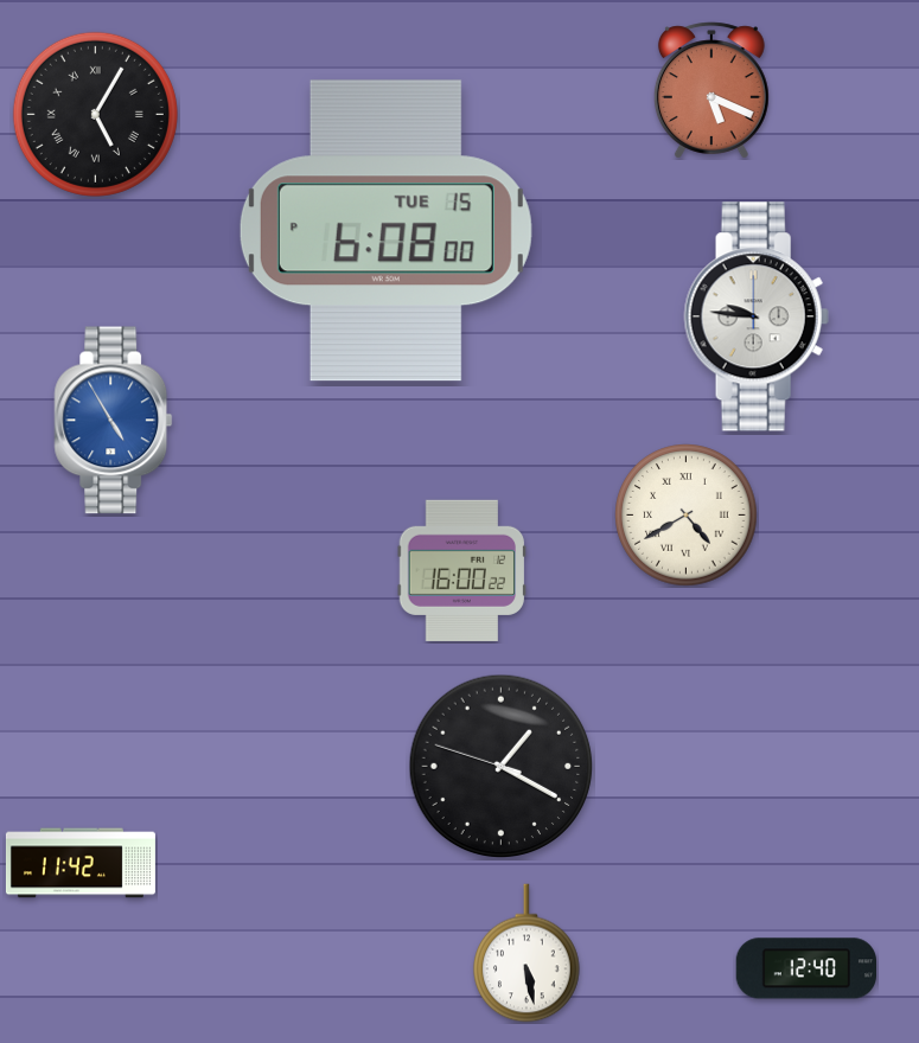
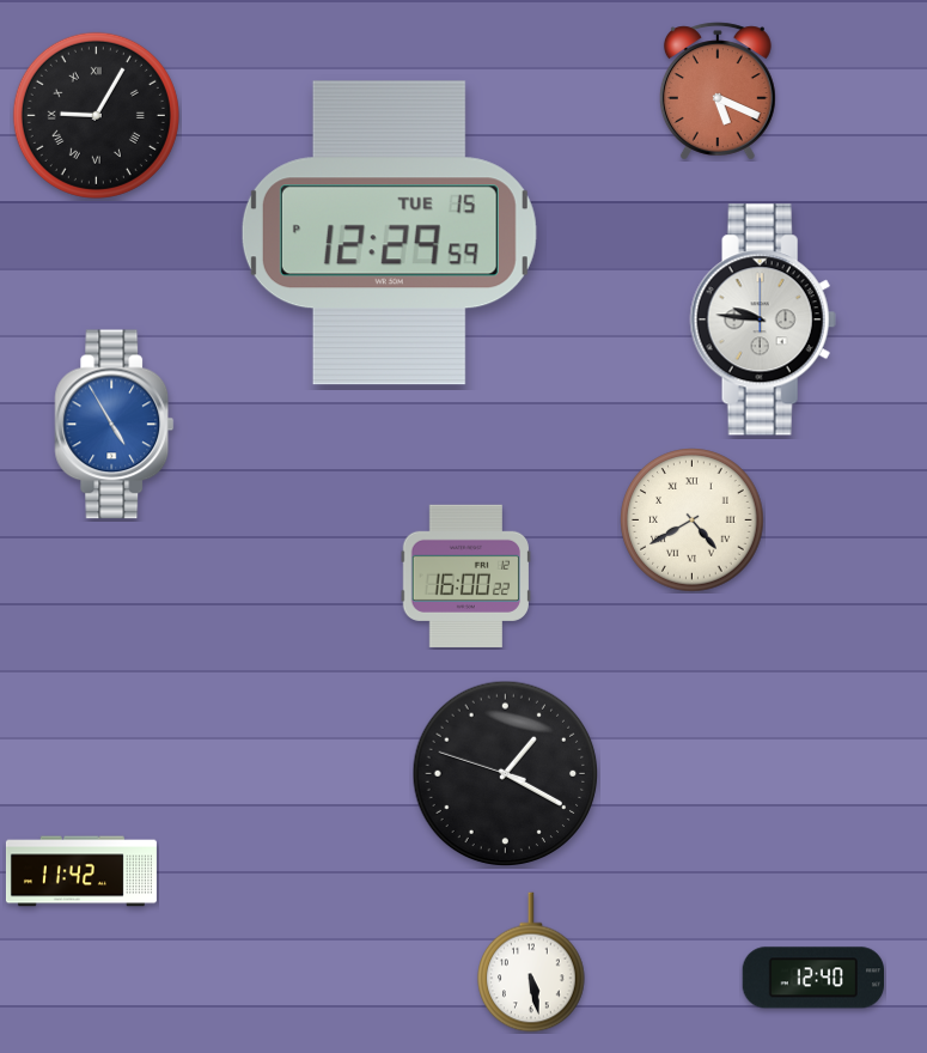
clock at (95, 114): 5:05 -> 9:05
clock at (385, 231): 6:08 -> 12:29
